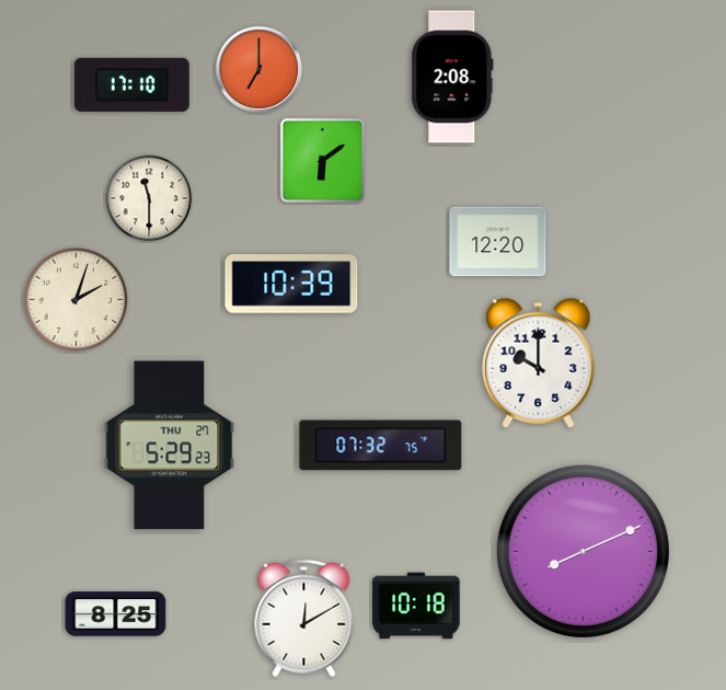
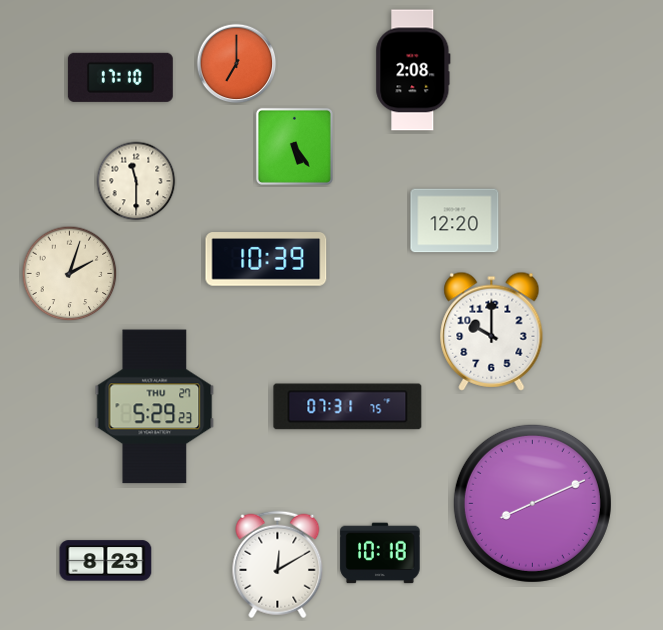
clock at (322, 160): 6:09 -> 5:24
clock at (381, 446): 07:32 -> 07:31
clock at (116, 614): 8:25 -> 8:23
